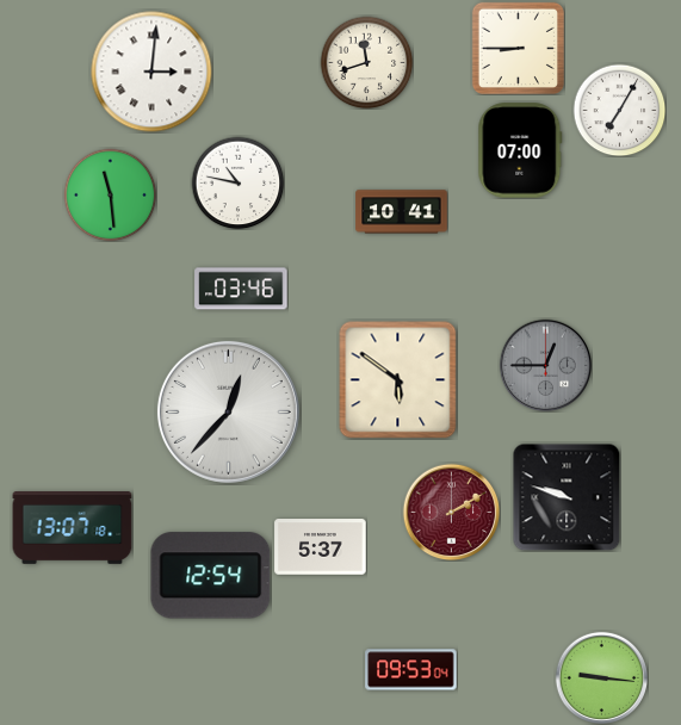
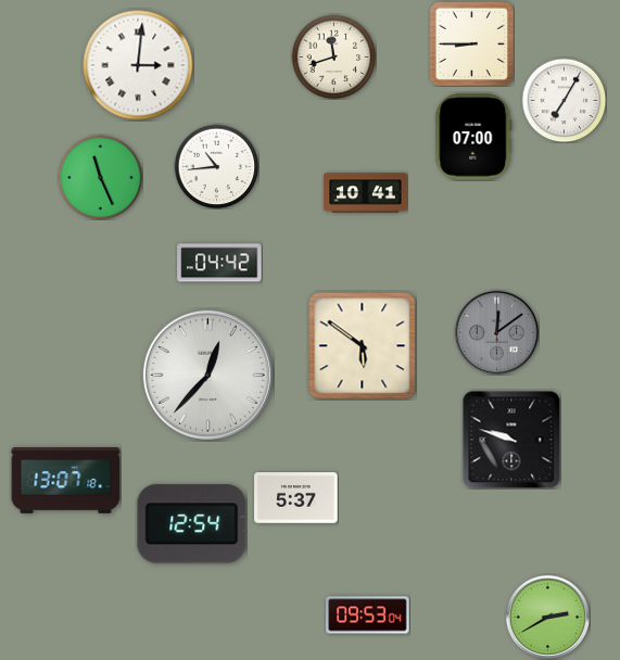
clock at (237, 182): 10:47 -> 10:44
clock at (110, 194): 11:29 -> 11:26
clock at (241, 289): 03:46 -> 04:42
clock at (545, 365): 12:45 -> 12:09
clock at (567, 497) position: (567, 497) -> (511, 440)
clock at (451, 512): 2:10 -> none
clock at (321, 547) position: (321, 547) -> (296, 498)
clock at (411, 670) position: (411, 670) -> (368, 615)
clock at (601, 677): 9:16 -> 2:40
